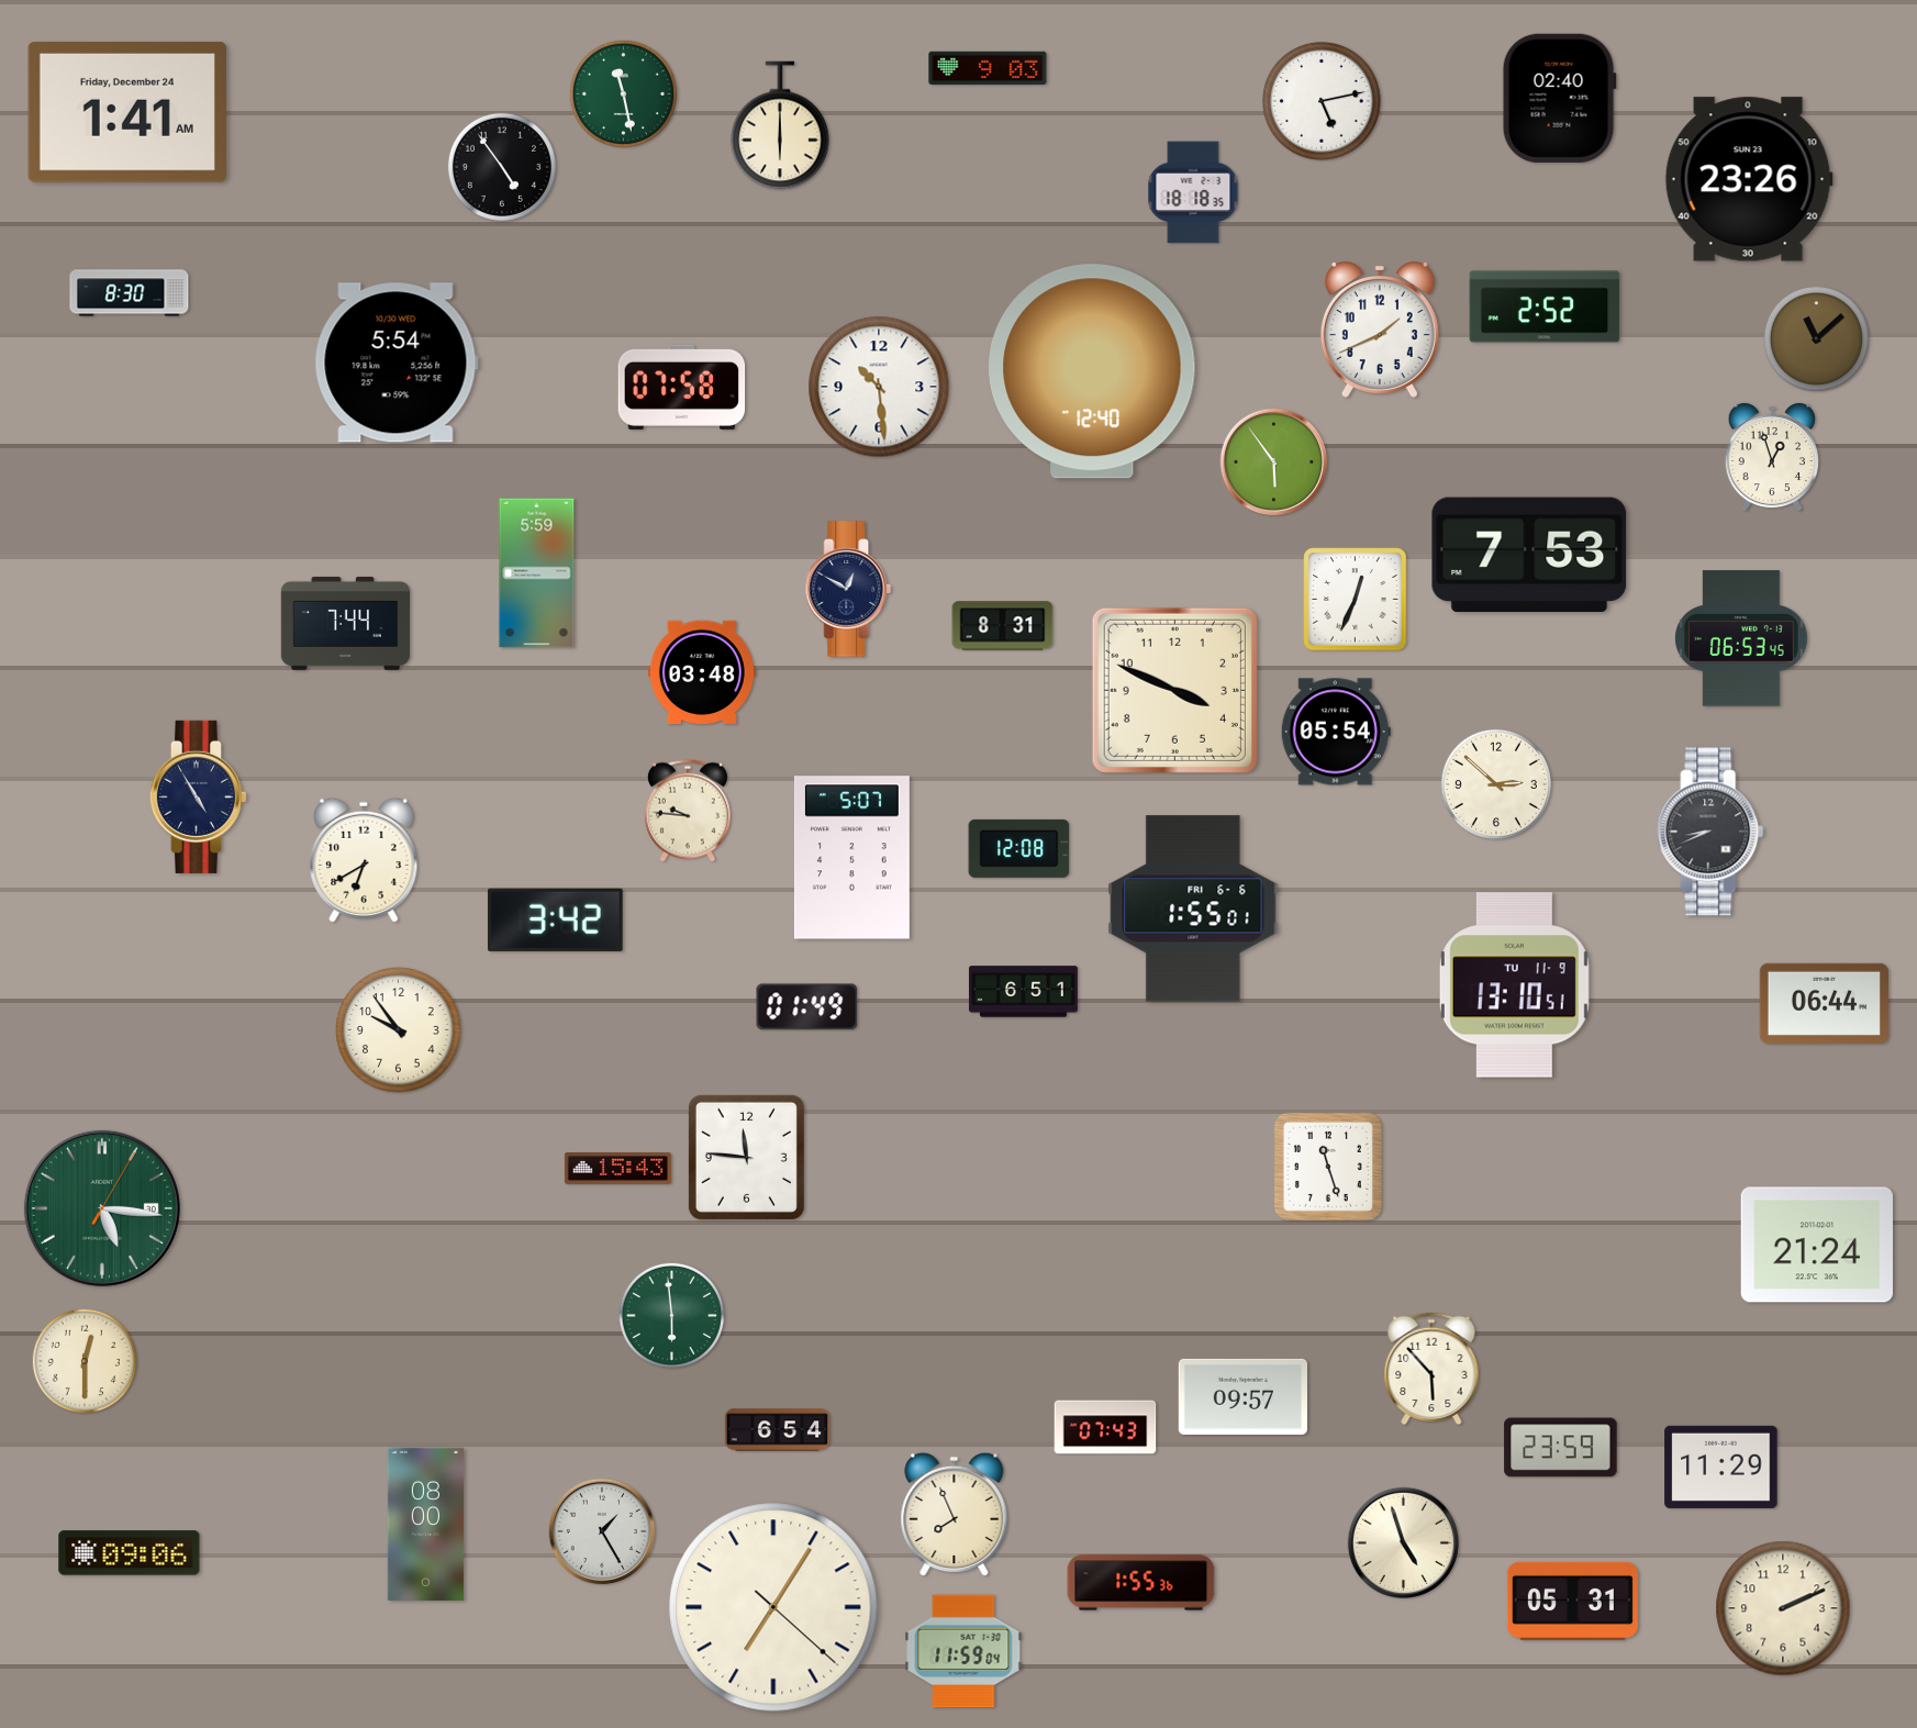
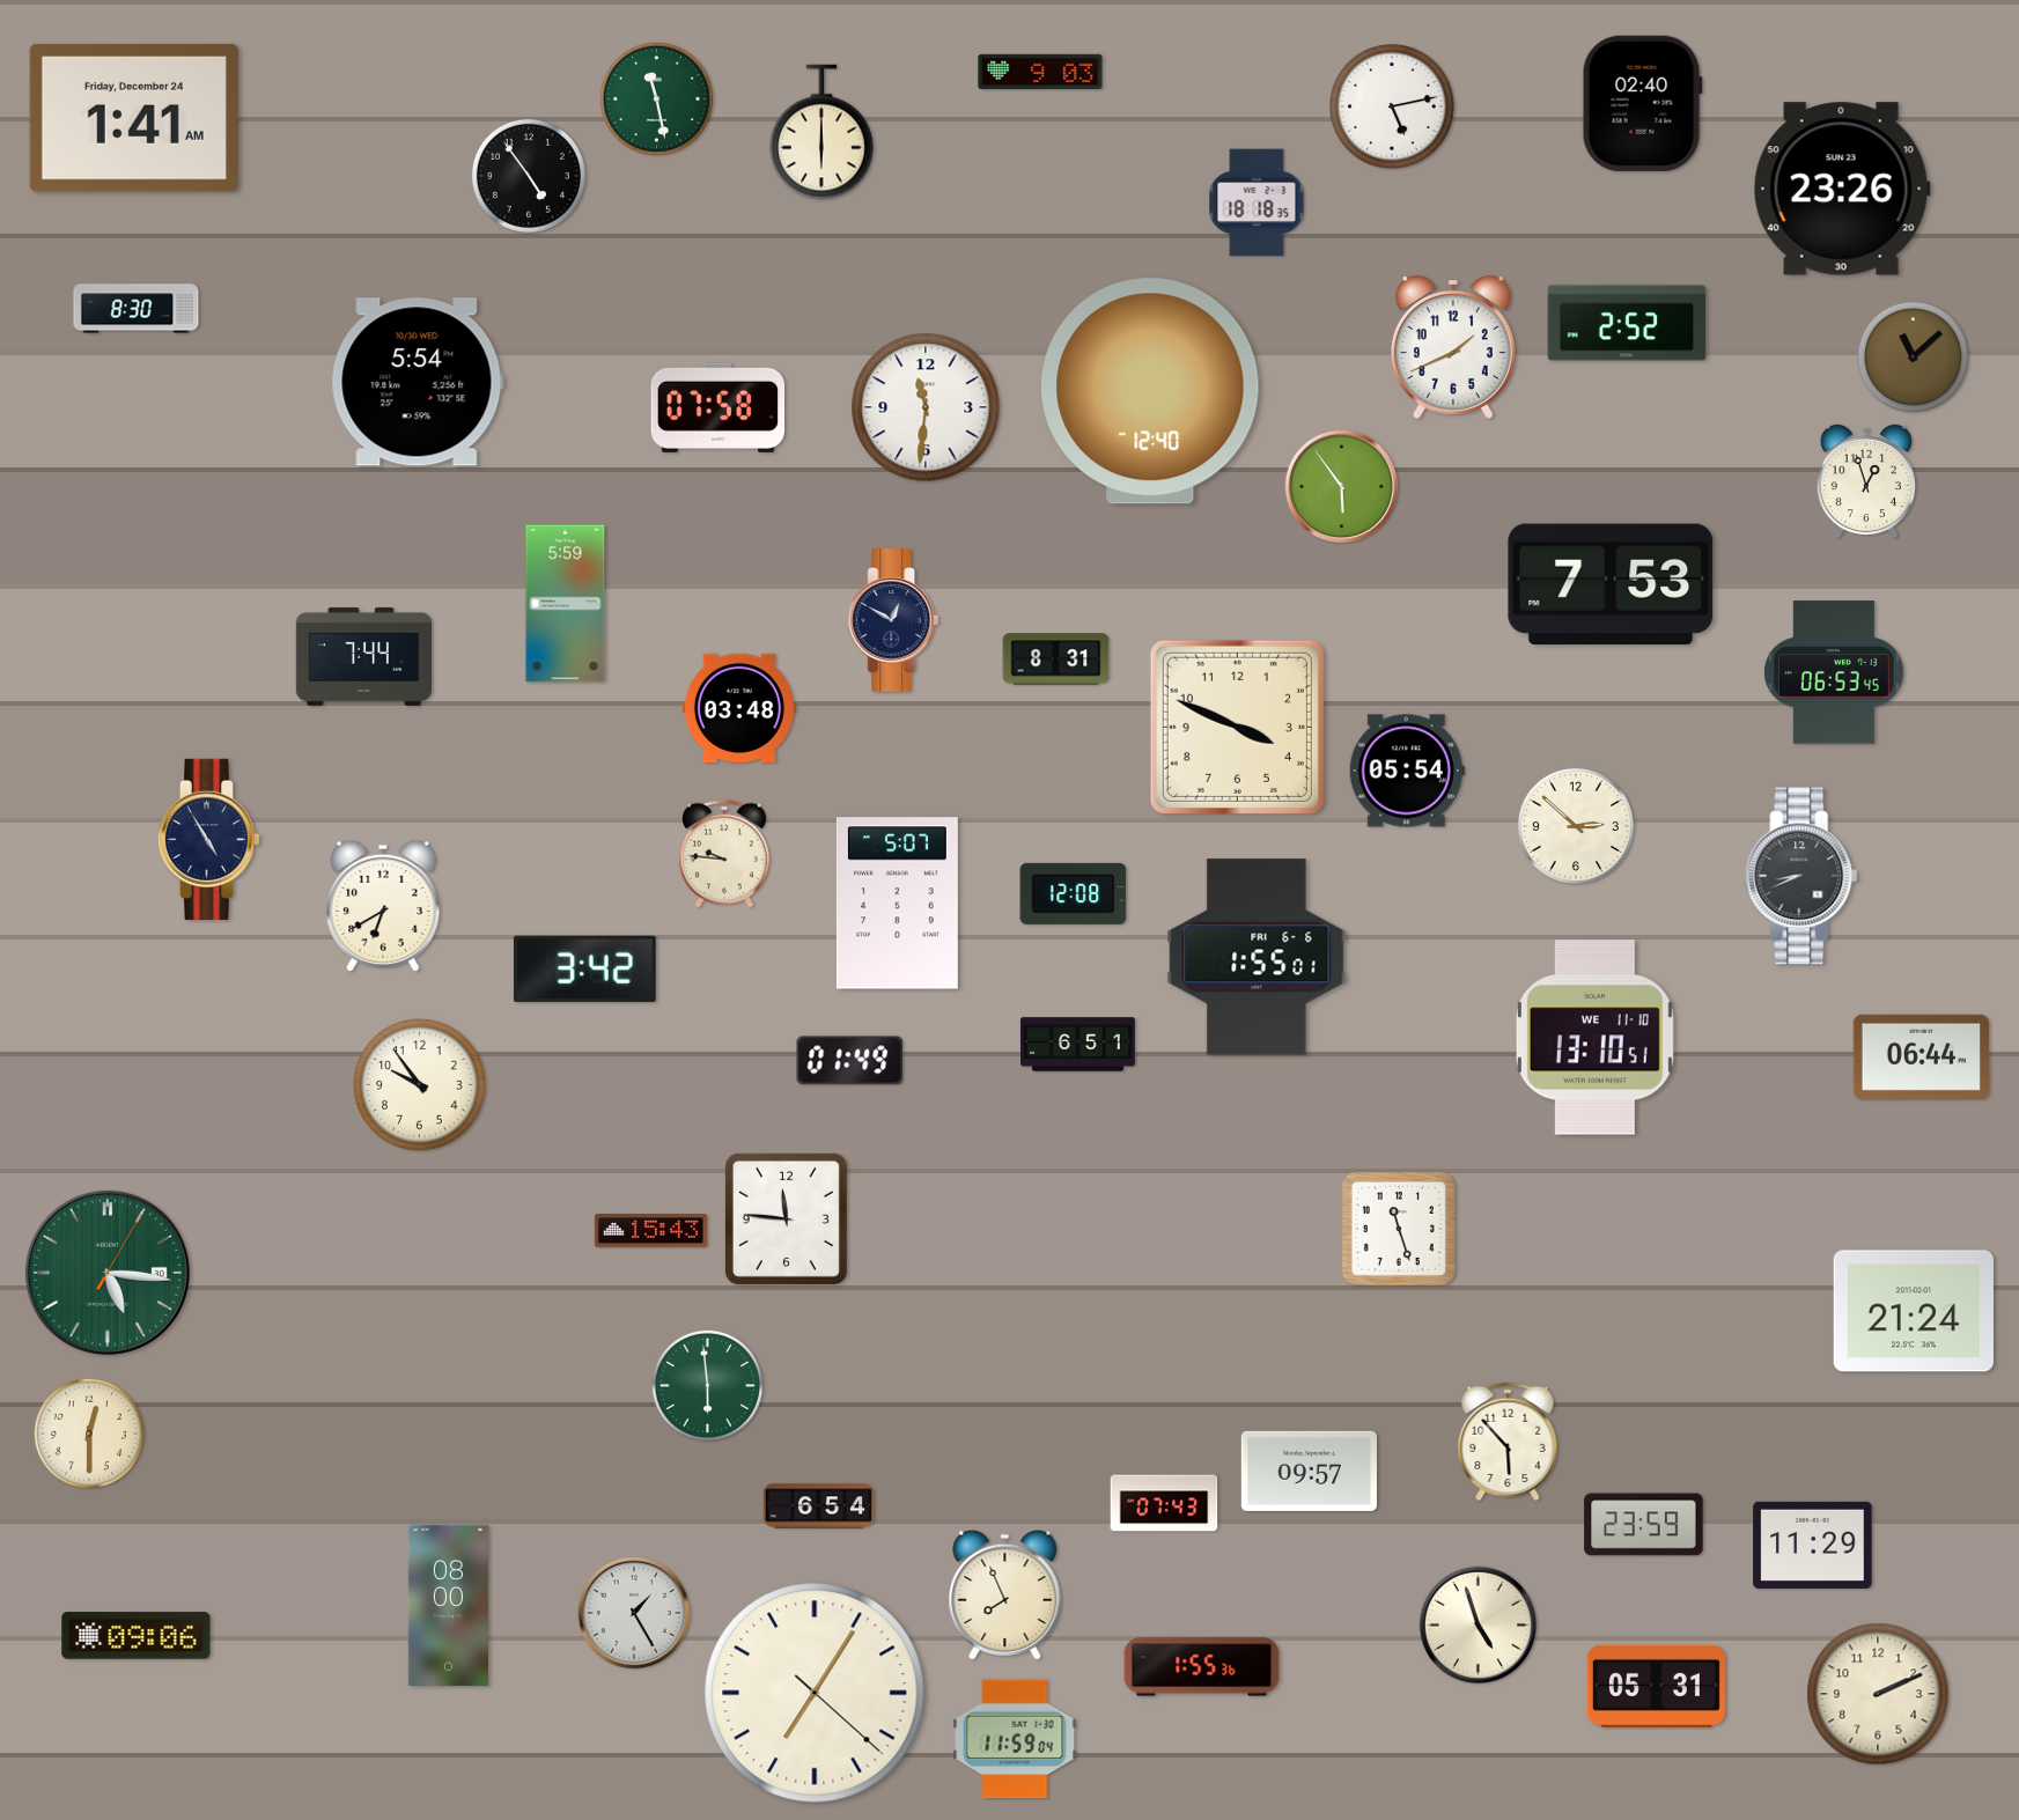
clock at (879, 387): 10:29 -> 11:31
clock at (1356, 600): 12:34 -> none
clock at (1514, 985) date: TU 11-9 -> WE 11-10
